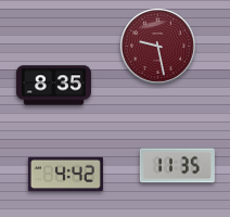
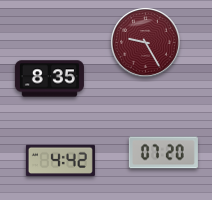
clock at (157, 46): 9:28 -> 9:25
clock at (177, 166): 11:35 -> 07:20
